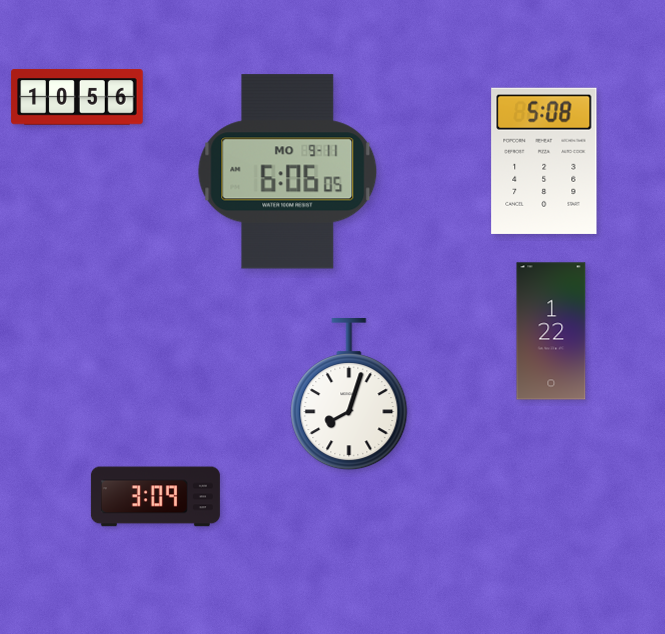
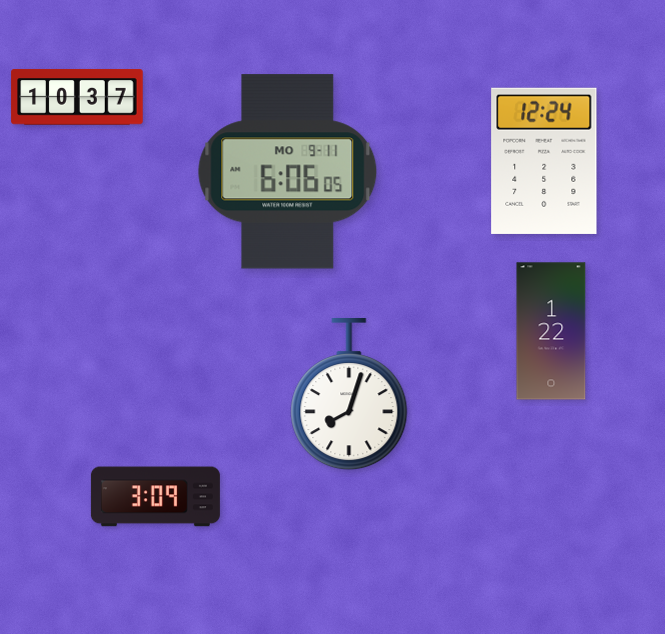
clock at (77, 97): 10:56 -> 10:37
clock at (544, 161): 5:08 -> 12:24
